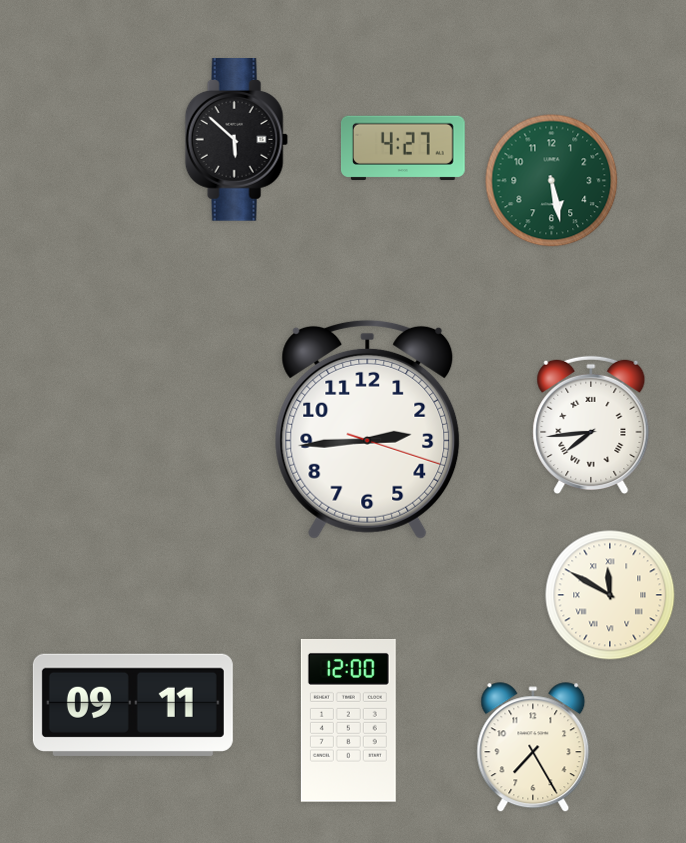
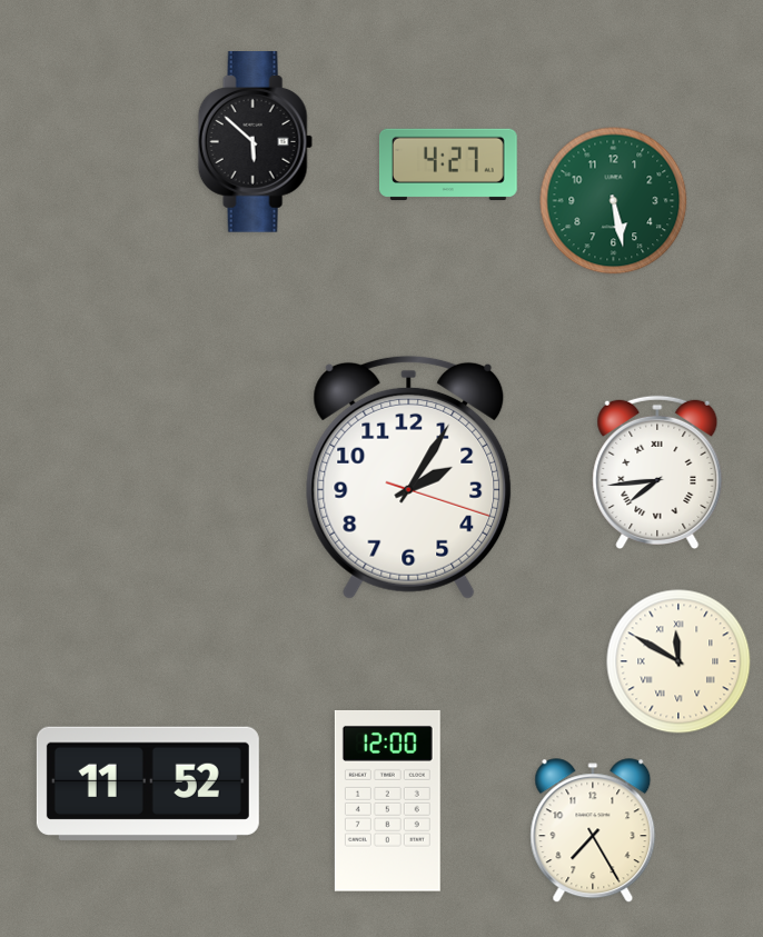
clock at (236, 140) position: (236, 140) -> (255, 142)
clock at (368, 429): 2:44 -> 2:05
clock at (133, 705): 09:11 -> 11:52
